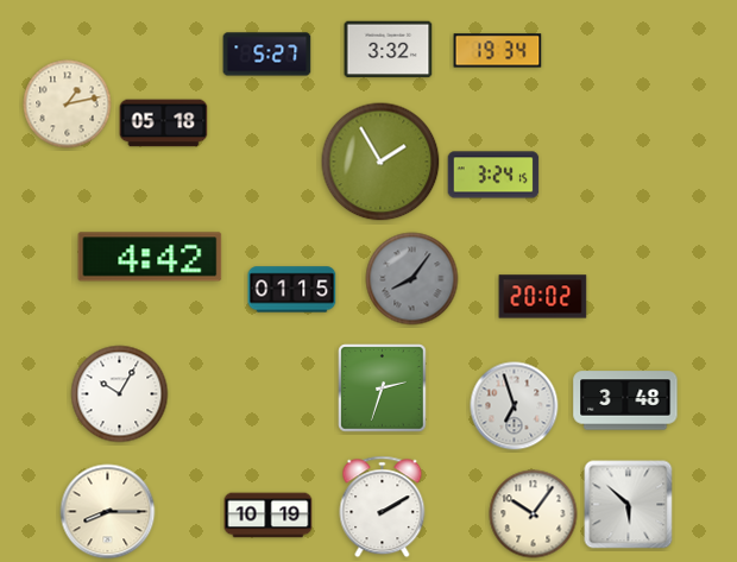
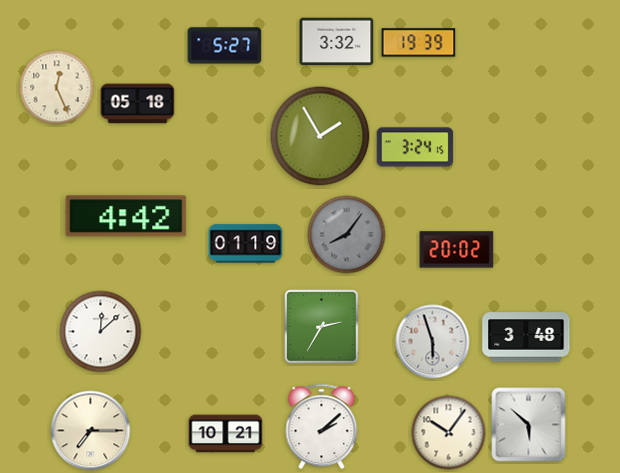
clock at (389, 50) position: (389, 50) -> (337, 42)
clock at (498, 51): 19:34 -> 19:39
clock at (68, 105): 1:13 -> 12:26
clock at (292, 290): 01:15 -> 01:19
clock at (383, 389): 2:33 -> 2:35
clock at (120, 394): 10:05 -> 12:08
clock at (515, 406): 6:57 -> 5:57
clock at (383, 507): 2:10 -> 2:08
clock at (108, 512): 8:15 -> 7:15
clock at (269, 516): 10:19 -> 10:21
